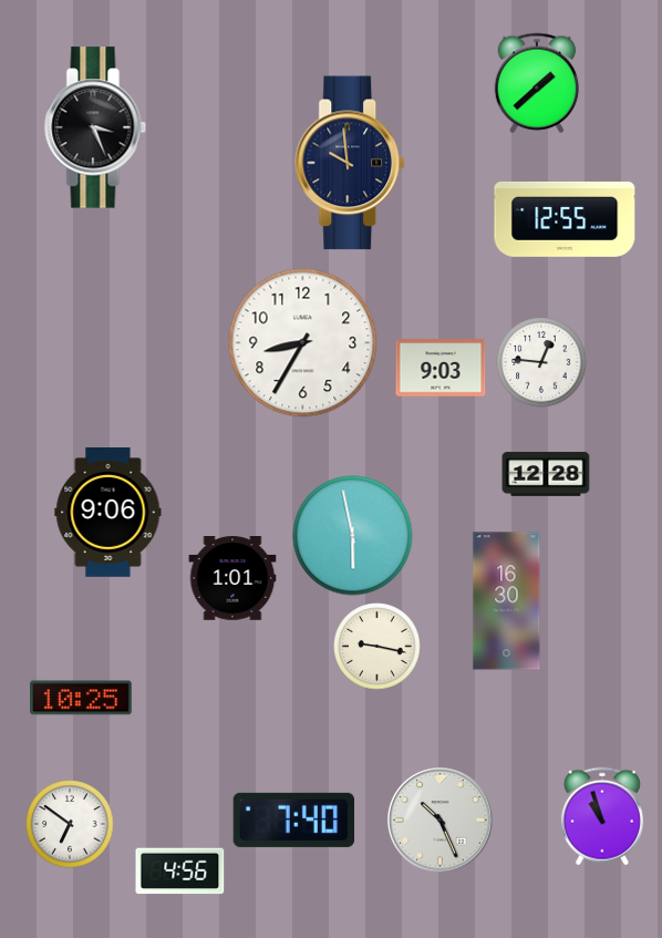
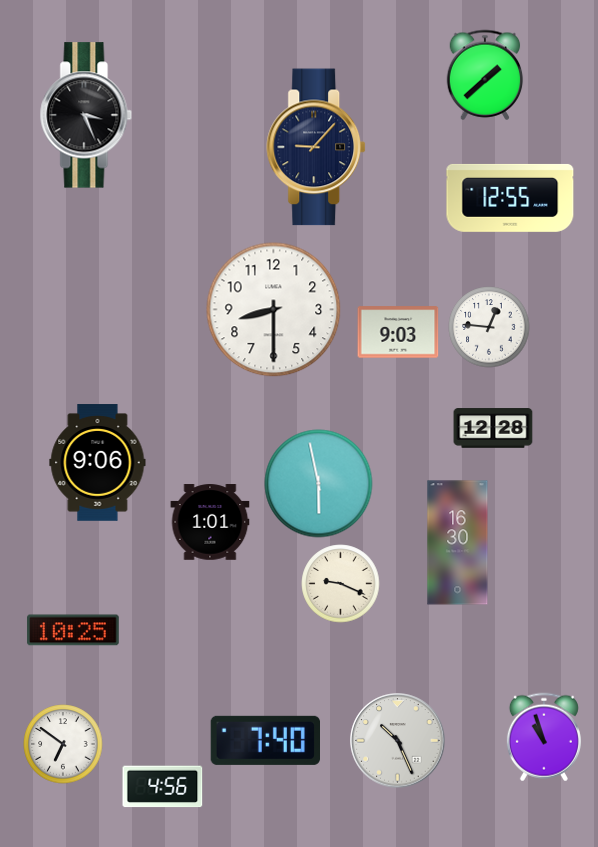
clock at (351, 163): 9:59 -> 9:07
clock at (303, 343): 8:35 -> 8:30
clock at (377, 647): 9:17 -> 9:19
